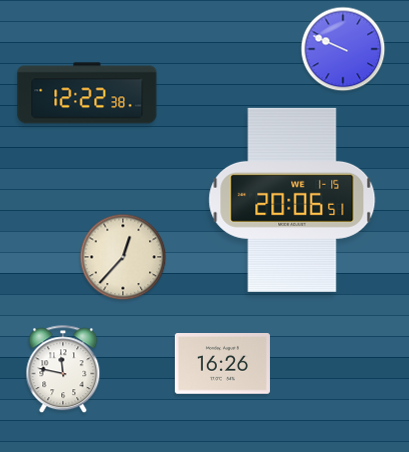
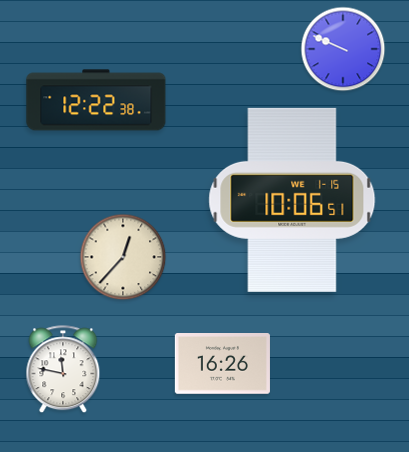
clock at (87, 93) position: (87, 93) -> (96, 100)
clock at (292, 200): 20:06 -> 10:06
